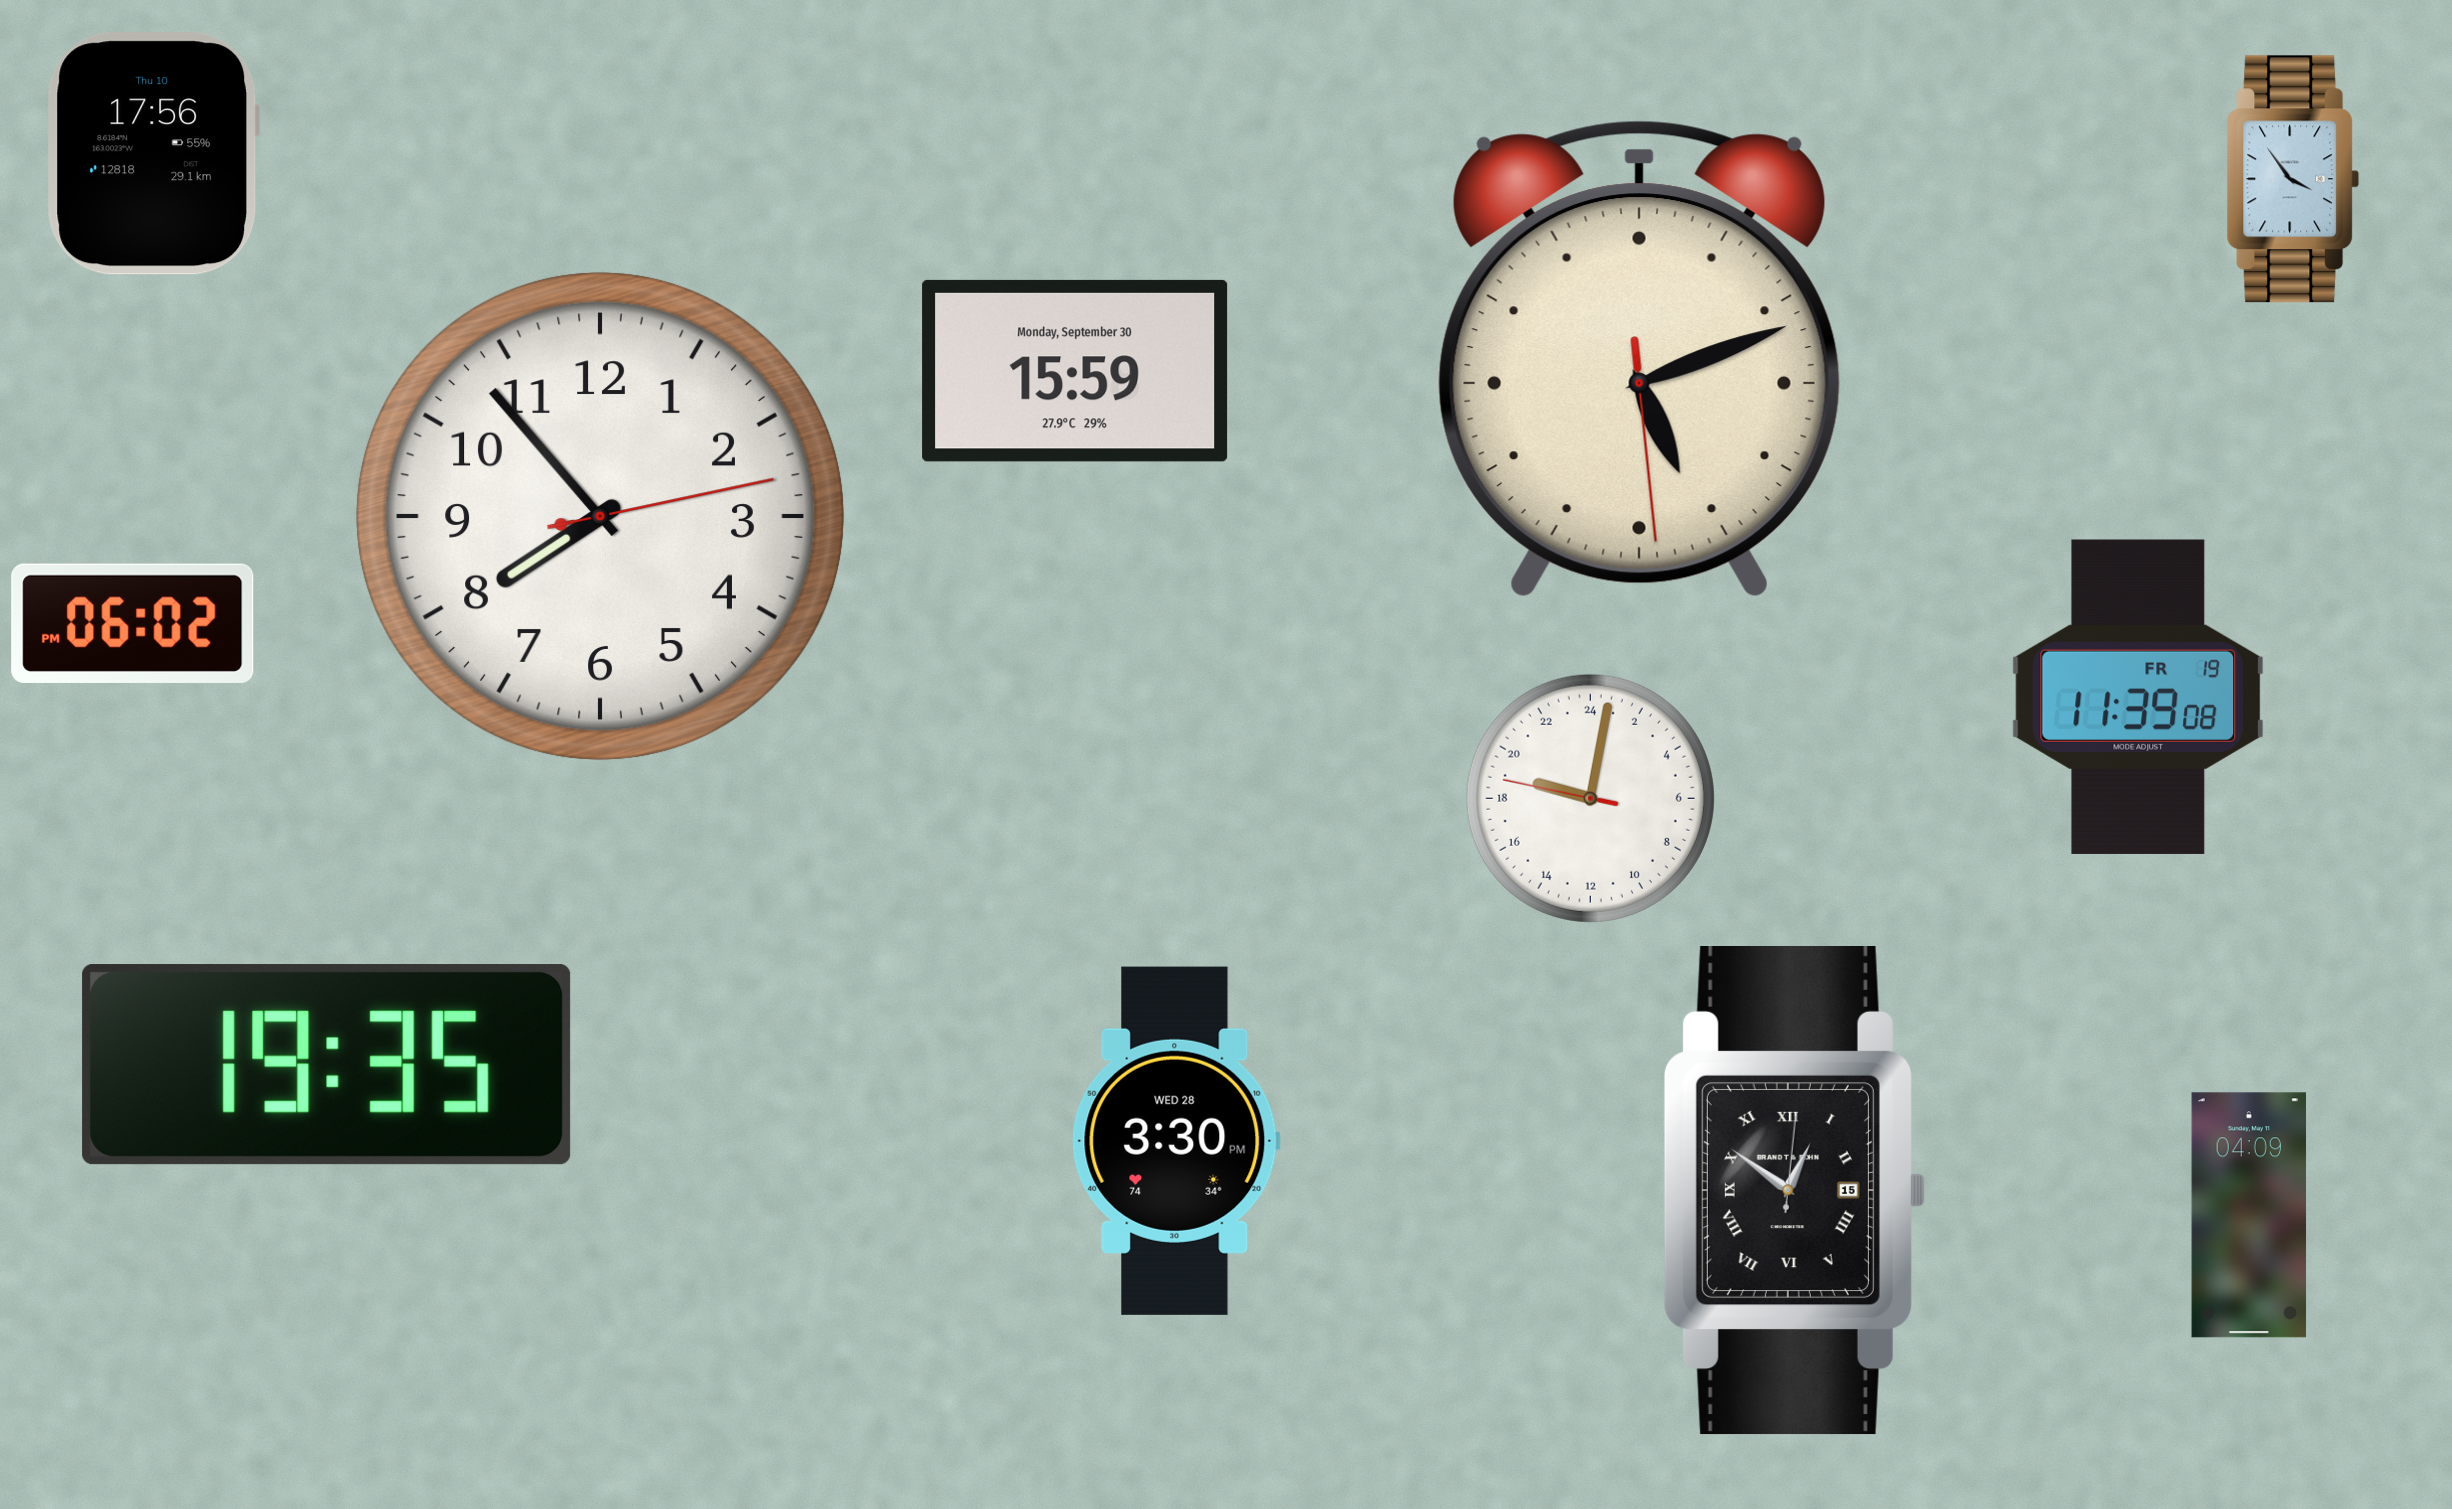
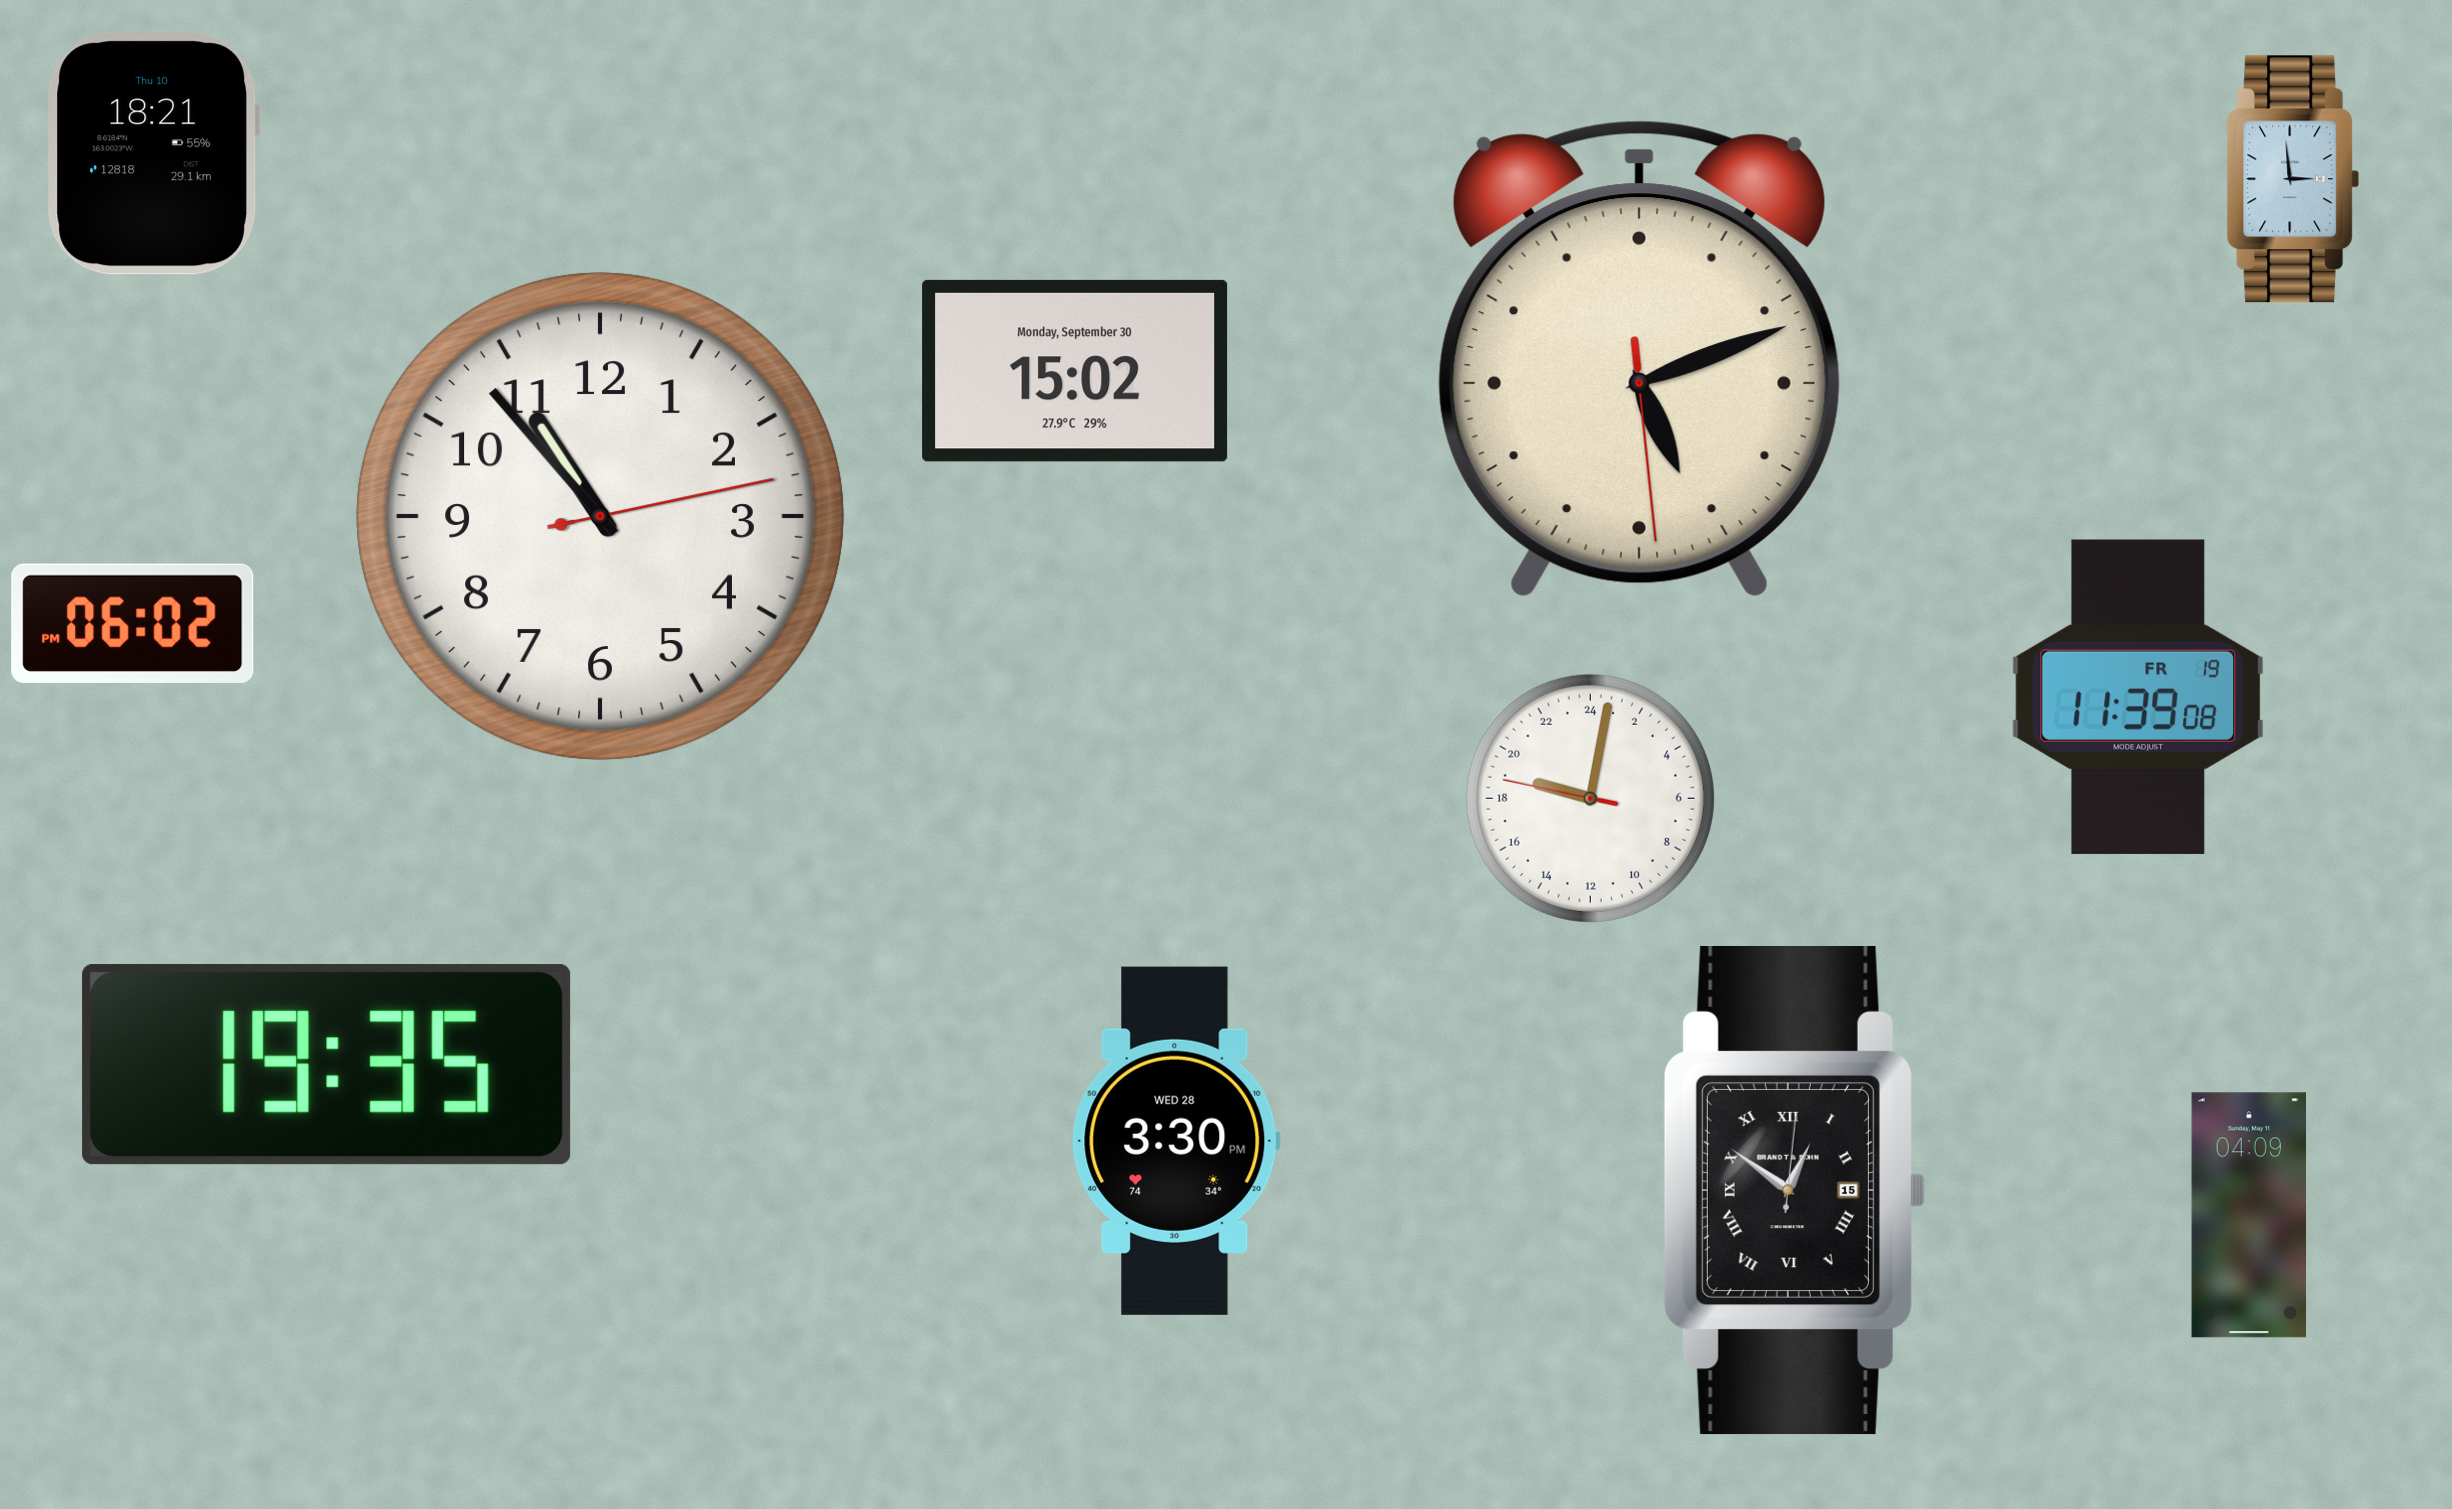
clock at (153, 154): 17:56 -> 18:21
clock at (2293, 179): 3:54 -> 2:59
clock at (1075, 371): 15:59 -> 15:02
clock at (600, 516): 7:53 -> 10:53
